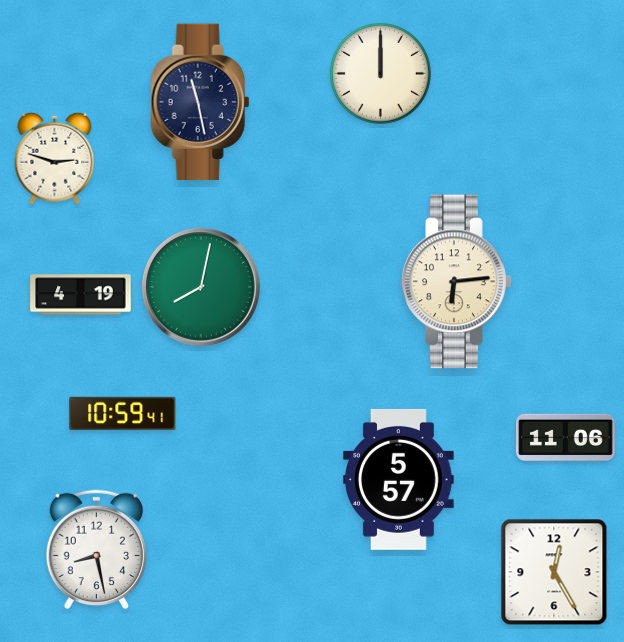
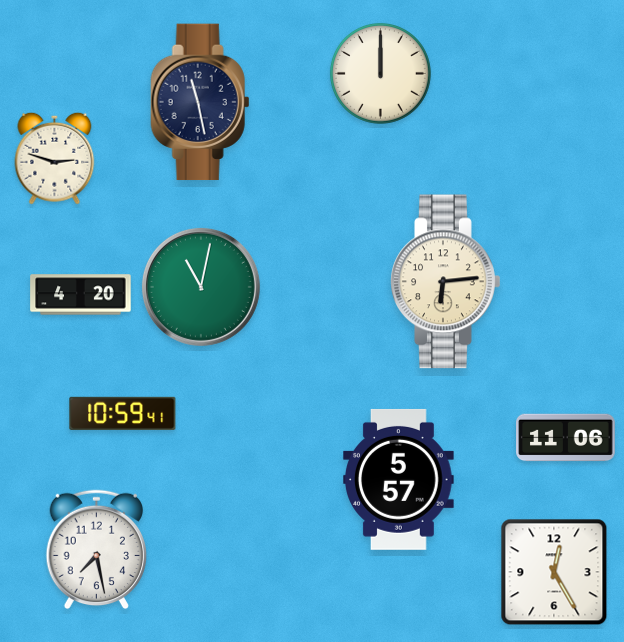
clock at (457, 282) position: (457, 282) -> (446, 282)
clock at (201, 287): 8:02 -> 11:02
clock at (81, 295): 4:19 -> 4:20
clock at (96, 550): 8:28 -> 7:28
